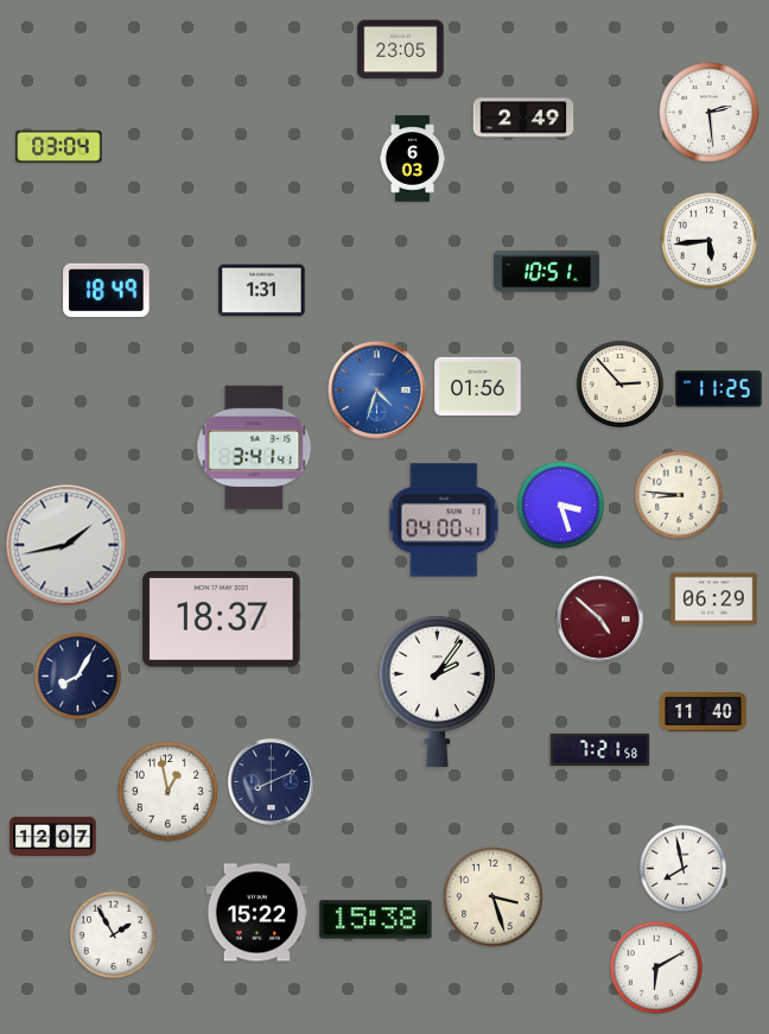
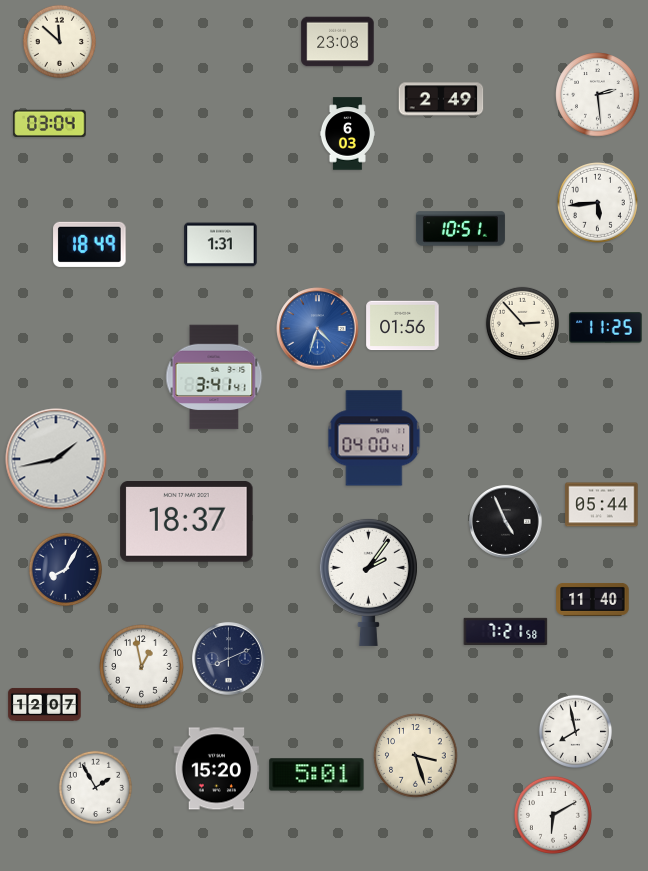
clock at (59, 41): none -> 11:52
clock at (401, 50): 23:05 -> 23:08
clock at (679, 495): 8:46 -> none
clock at (560, 505): 3:27 -> none
clock at (714, 600): 06:29 -> 05:44
clock at (600, 620): 4:52 -> 4:56
clock at (600, 620) dial: burgundy -> black
clock at (258, 913): 15:22 -> 15:20
clock at (376, 920): 15:38 -> 5:01
